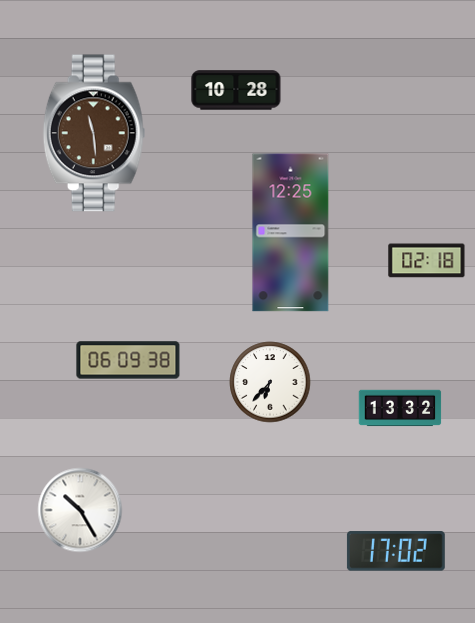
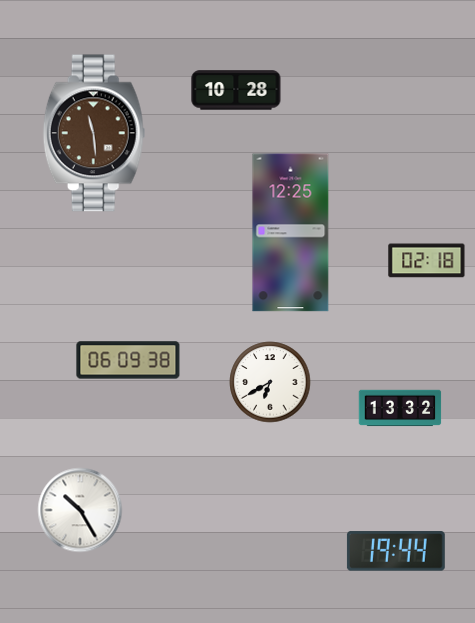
clock at (270, 382): 6:37 -> 6:40
clock at (396, 551): 17:02 -> 19:44
